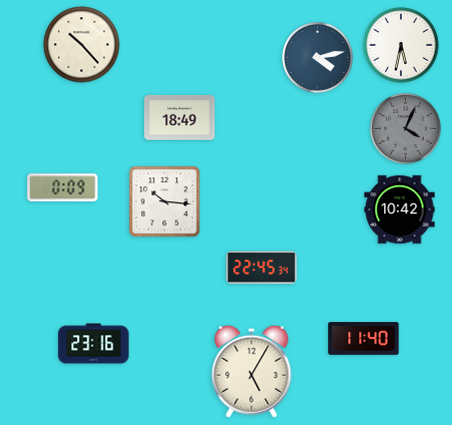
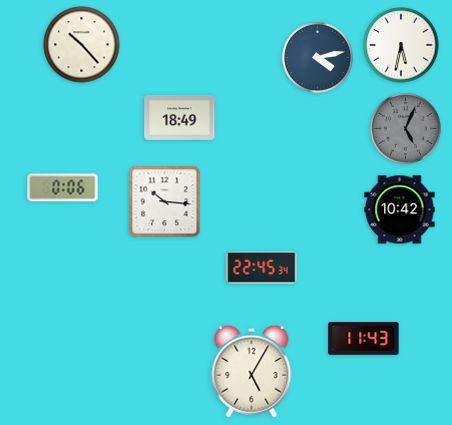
clock at (406, 129): 4:04 -> 5:04
clock at (63, 188): 0:09 -> 0:06
clock at (364, 339): 11:40 -> 11:43
clock at (94, 344): 23:16 -> none
